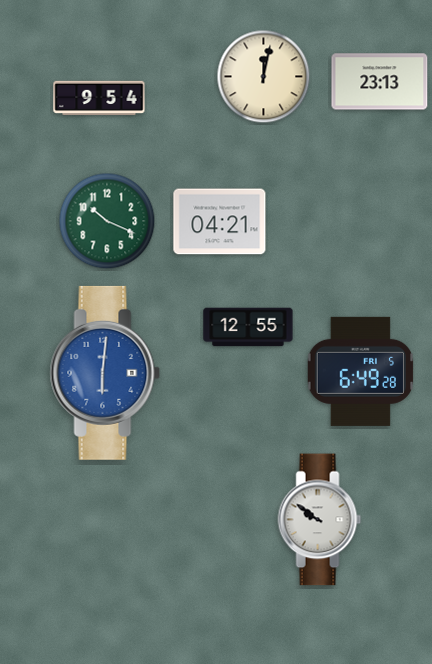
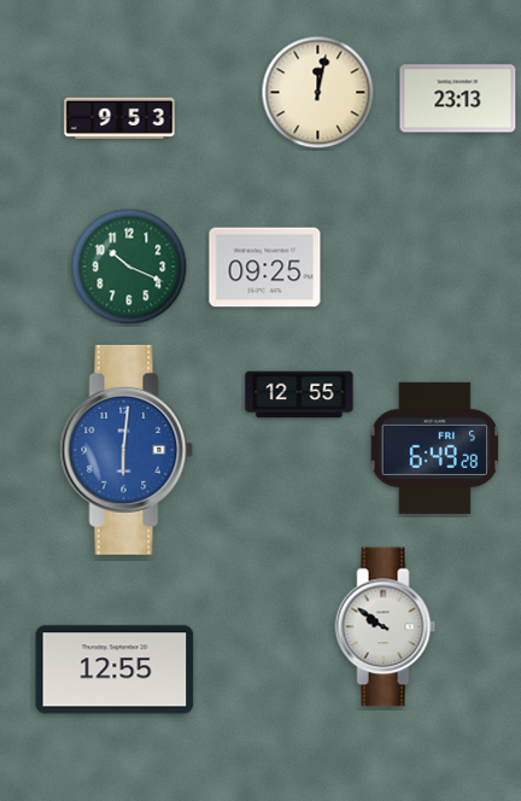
clock at (99, 98): 9:54 -> 9:53
clock at (220, 222): 04:21 -> 09:25
clock at (115, 670): none -> 12:55
